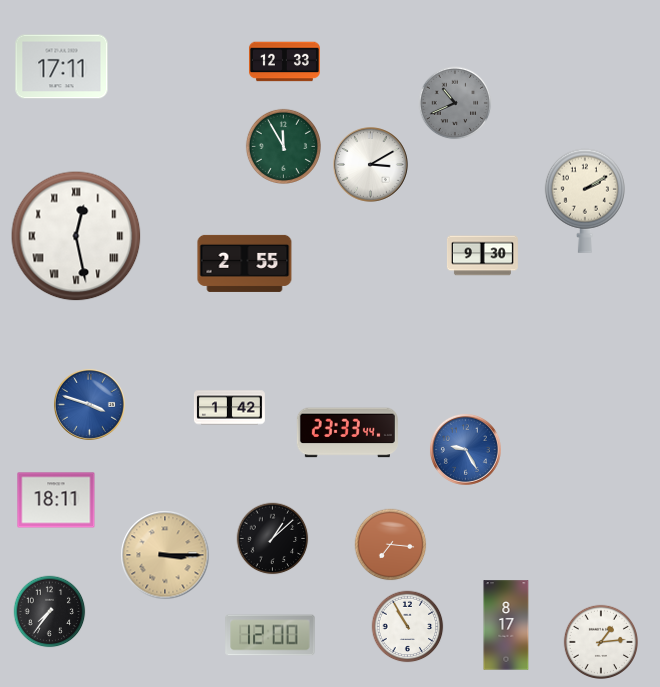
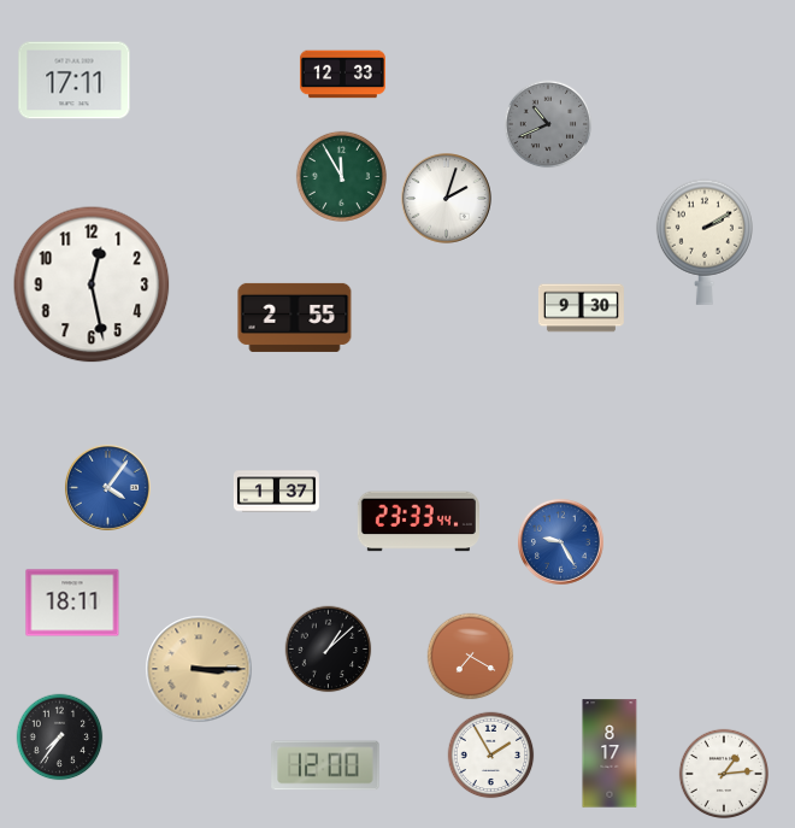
clock at (371, 165): 3:10 -> 2:03
clock at (76, 236) numerals: Roman -> Arabic
clock at (89, 404): 3:48 -> 4:06
clock at (229, 408): 1:42 -> 1:37
clock at (56, 500) position: (56, 500) -> (72, 603)
clock at (391, 545): 7:16 -> 7:20
clock at (408, 627): 10:55 -> 1:55
